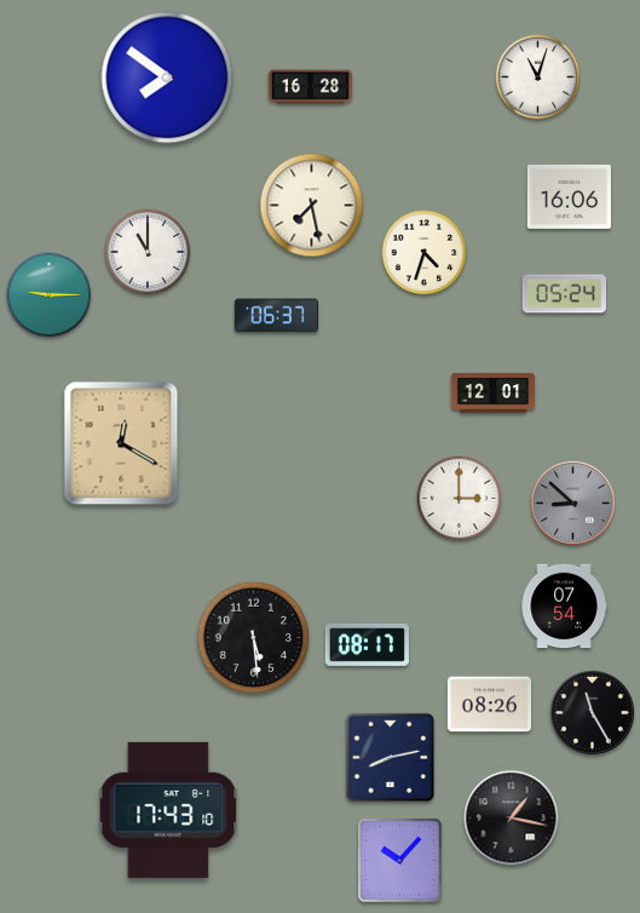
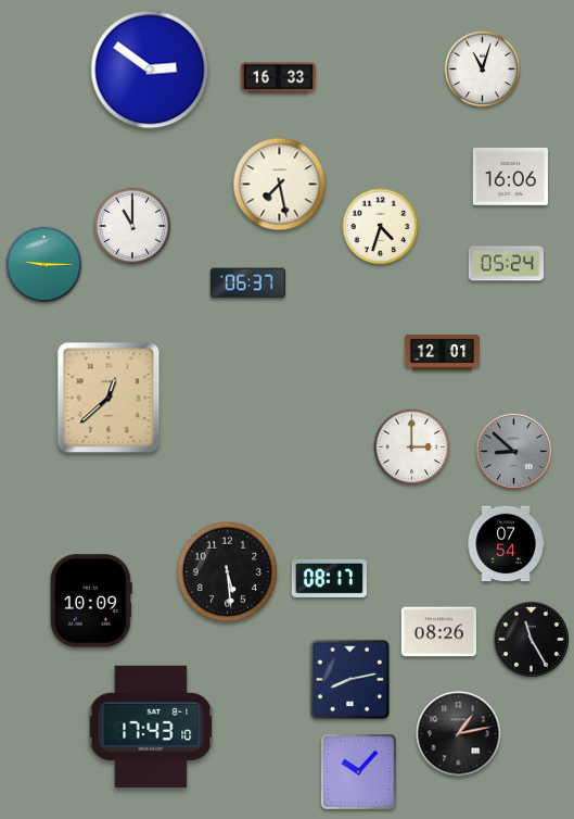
clock at (167, 77): 7:51 -> 2:51
clock at (310, 87): 16:28 -> 16:33
clock at (121, 443): 12:20 -> 12:38
clock at (91, 601): none -> 10:09
clock at (512, 819): 1:17 -> 1:13
